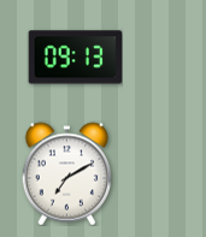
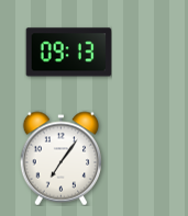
clock at (67, 173): 7:10 -> 7:06
